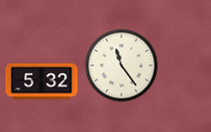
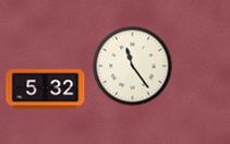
clock at (122, 66) position: (122, 66) -> (133, 67)
